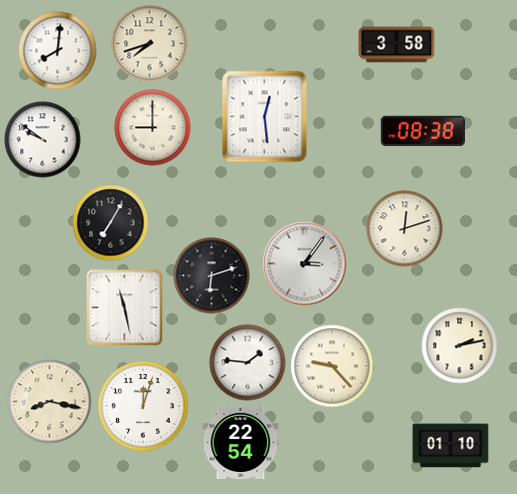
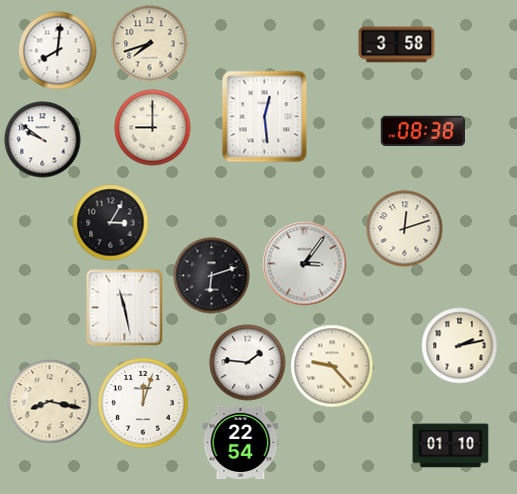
clock at (111, 223): 7:05 -> 3:05
clock at (143, 406) position: (143, 406) -> (143, 403)
